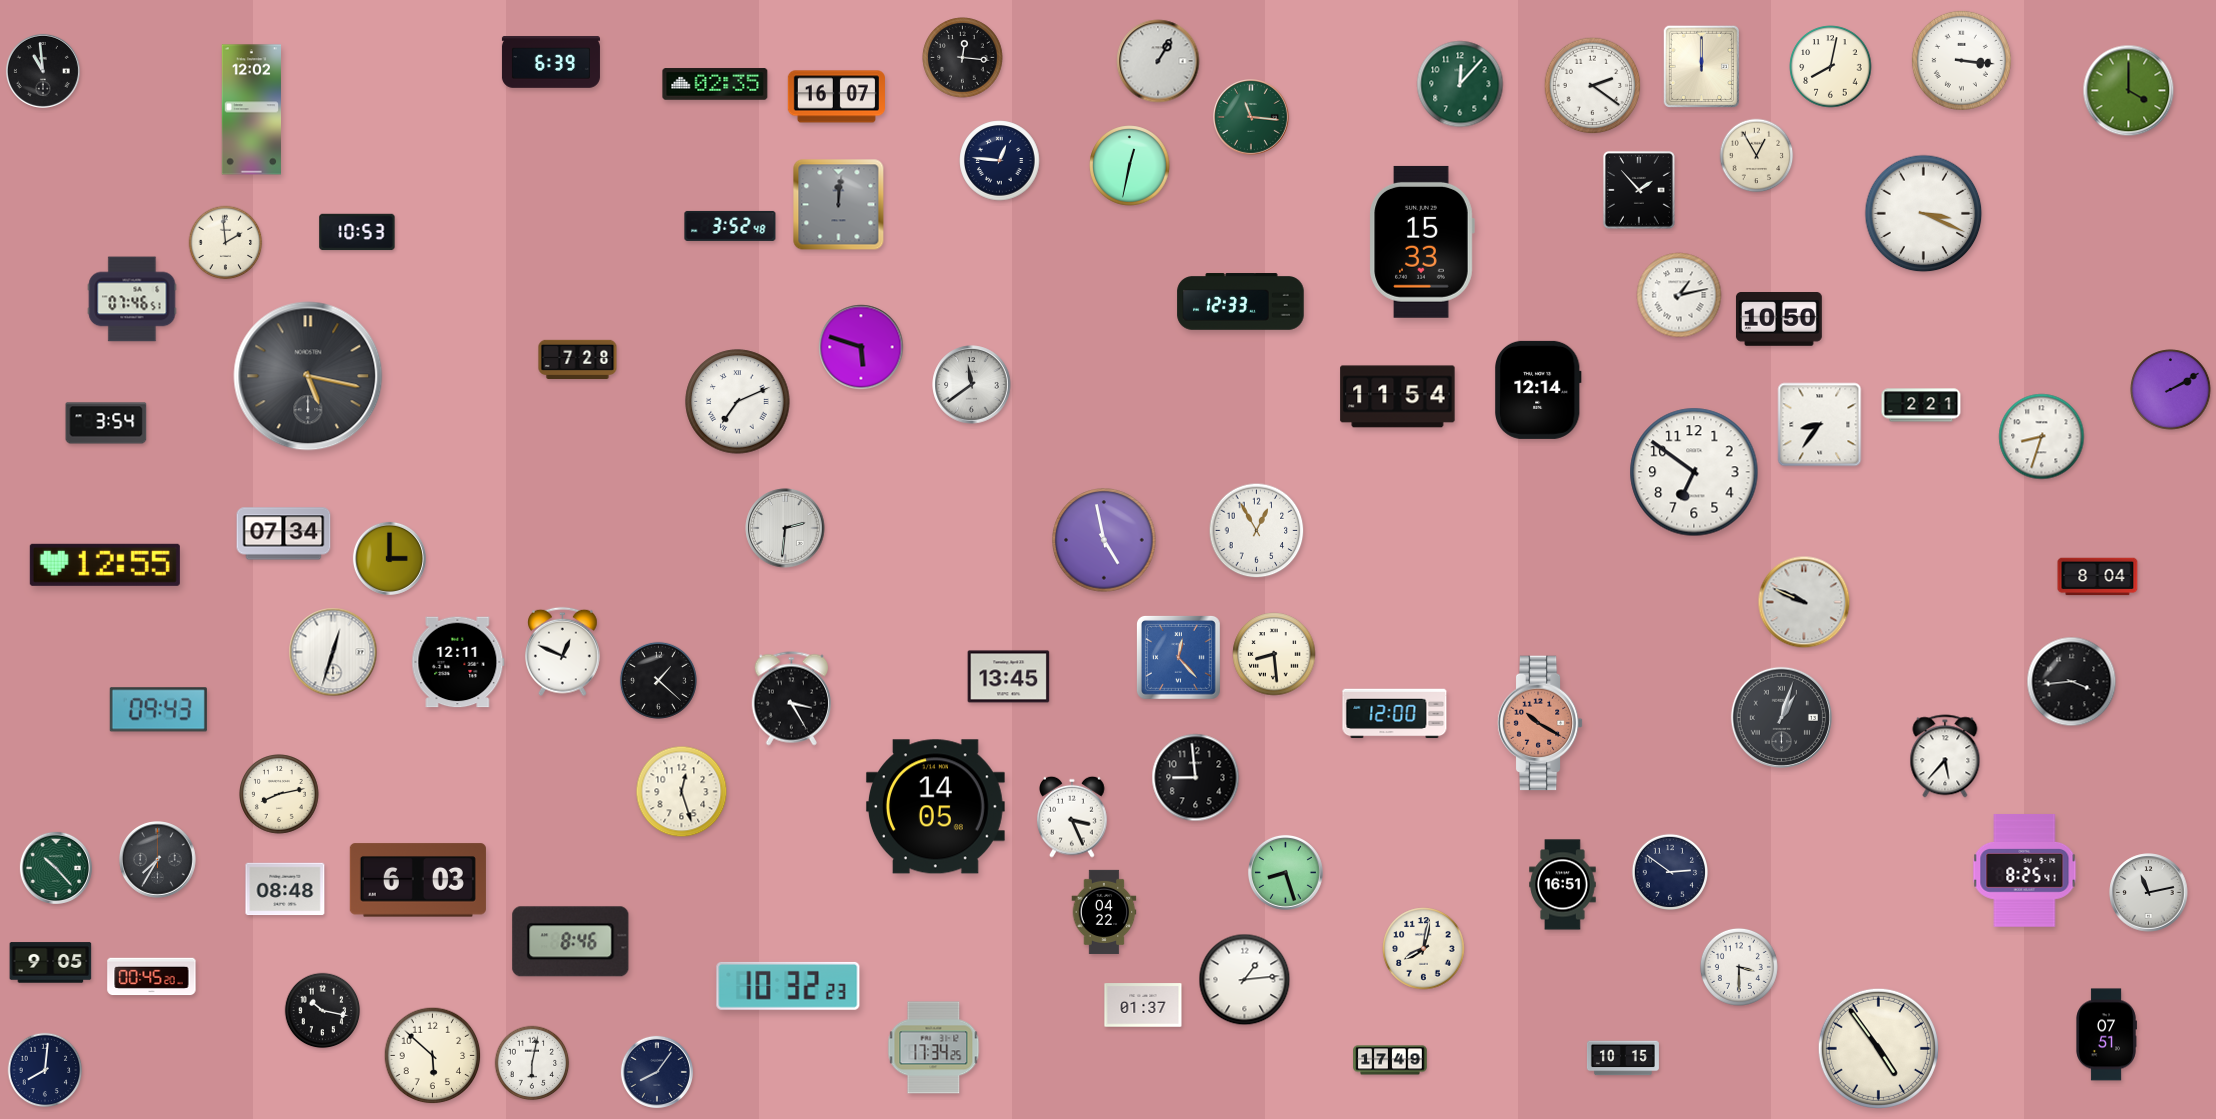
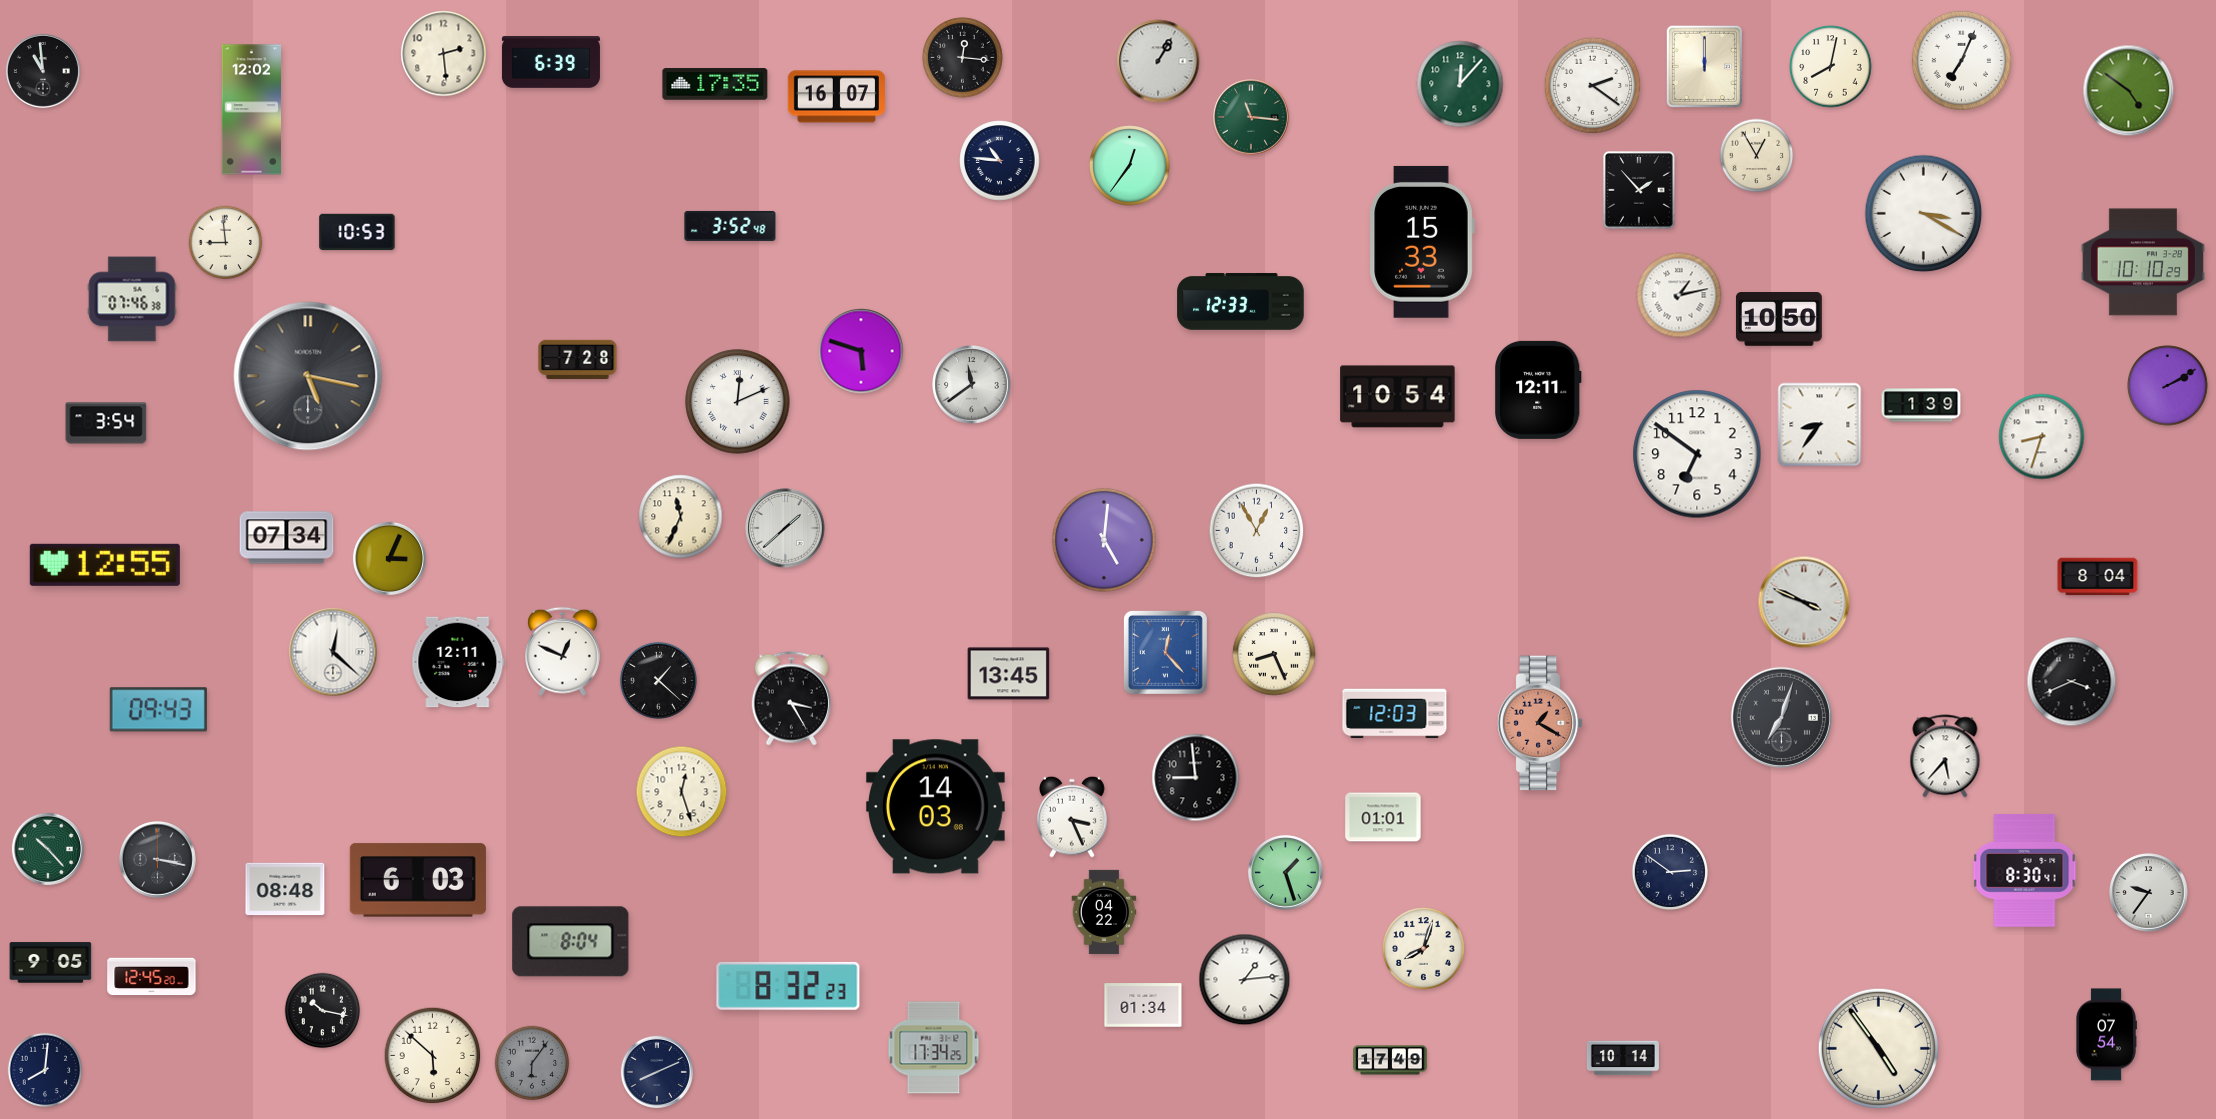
clock at (444, 54): none -> 2:29
clock at (1961, 60): 3:16 -> 7:04
clock at (1702, 67) position: (1702, 67) -> (1705, 67)
clock at (715, 84): 02:35 -> 17:35
clock at (2129, 91): 4:00 -> 4:51
clock at (1000, 161): 12:46 -> 10:46
clock at (1130, 166): 12:32 -> 12:36
clock at (839, 205): 12:01 -> none
clock at (1924, 214): 3:19 -> 3:20
clock at (226, 243): 1:59 -> 8:59
clock at (2143, 262): none -> 10:10
clock at (132, 299): 07:46:51 -> 07:46:38
clock at (861, 347) position: (861, 347) -> (861, 351)
clock at (1538, 390): 12:14 -> 12:11
clock at (2171, 390) position: (2171, 390) -> (2168, 386)
clock at (1398, 397): 11:54 -> 10:54
clock at (738, 402): 7:11 -> 12:11
clock at (1921, 405): 2:21 -> 1:39
clock at (1694, 472) position: (1694, 472) -> (1697, 454)
clock at (681, 517): none -> 11:34
clock at (785, 528): 2:31 -> 1:38
clock at (284, 534) position: (284, 534) -> (287, 538)
clock at (1104, 540): 4:58 -> 5:01
clock at (389, 558): 3:00 -> 3:04
clock at (1804, 602): 9:49 -> 3:49
clock at (333, 652): 12:33 -> 12:22
clock at (1274, 654): 8:29 -> 8:26
clock at (1178, 657) position: (1178, 657) -> (1165, 652)
clock at (1009, 677) position: (1009, 677) -> (1009, 674)
clock at (2072, 682): 3:44 -> 3:41
clock at (1395, 714): 12:00 -> 12:03
clock at (1781, 717): 1:03 -> 7:03
clock at (1540, 723): 10:20 -> 1:20
clock at (280, 795): 8:13 -> none
clock at (935, 807): 14:05 -> 14:03
clock at (1383, 817): none -> 01:01
clock at (158, 860): 7:35 -> 3:17
clock at (56, 868) position: (56, 868) -> (48, 849)
clock at (2025, 871): 8:25 -> 8:30
clock at (1285, 872): 8:27 -> 1:27
clock at (1563, 885): 16:51 -> none
clock at (2149, 893): 11:13 -> 9:36
clock at (571, 942): 8:46 -> 8:04
clock at (1424, 949): 8:02 -> 8:03
clock at (1739, 967): 3:30 -> none
clock at (152, 977): 00:45 -> 12:45
clock at (788, 986): 10:32 -> 8:32
clock at (1143, 1005): 01:37 -> 01:34
clock at (2106, 1035): 07:51 -> 07:54
clock at (1623, 1058): 10:15 -> 10:14
clock at (532, 1063): 6:02 -> 6:06
clock at (532, 1063) dial: white -> grey
clock at (657, 1072): 8:06 -> 8:11
